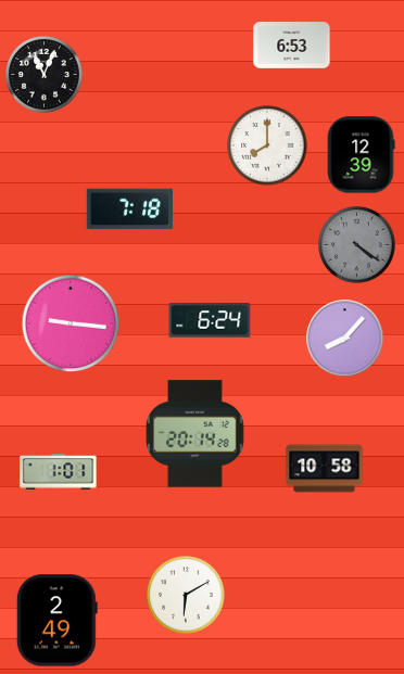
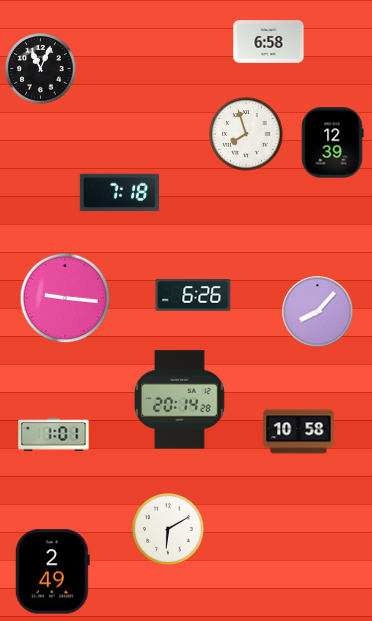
clock at (292, 46): 6:53 -> 6:58
clock at (267, 145): 8:00 -> 7:57
clock at (357, 245): 4:21 -> none
clock at (210, 321): 6:24 -> 6:26
clock at (186, 595) position: (186, 595) -> (168, 529)
